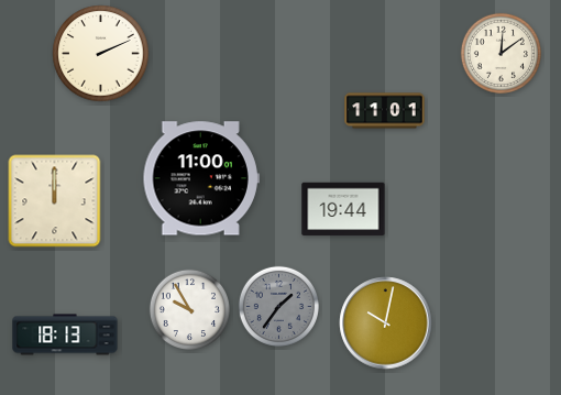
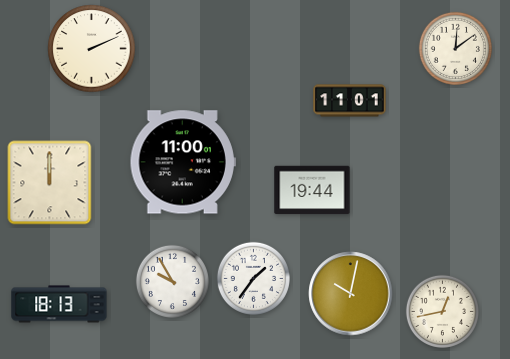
clock at (278, 306) dial: grey -> white
clock at (442, 311): none -> 12:43
